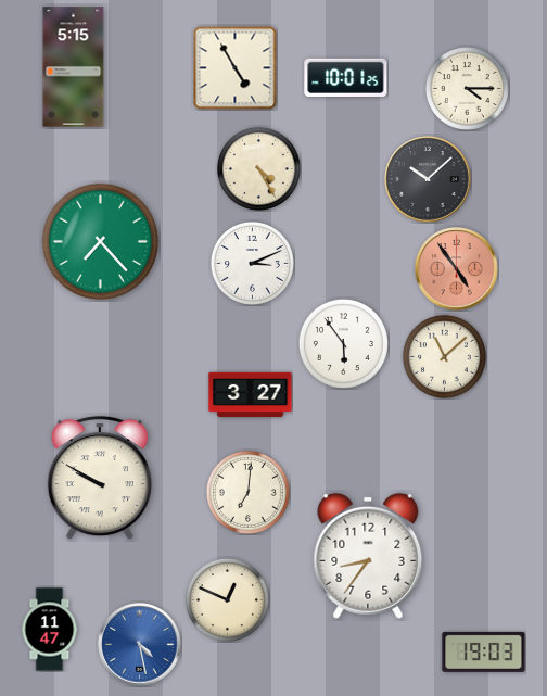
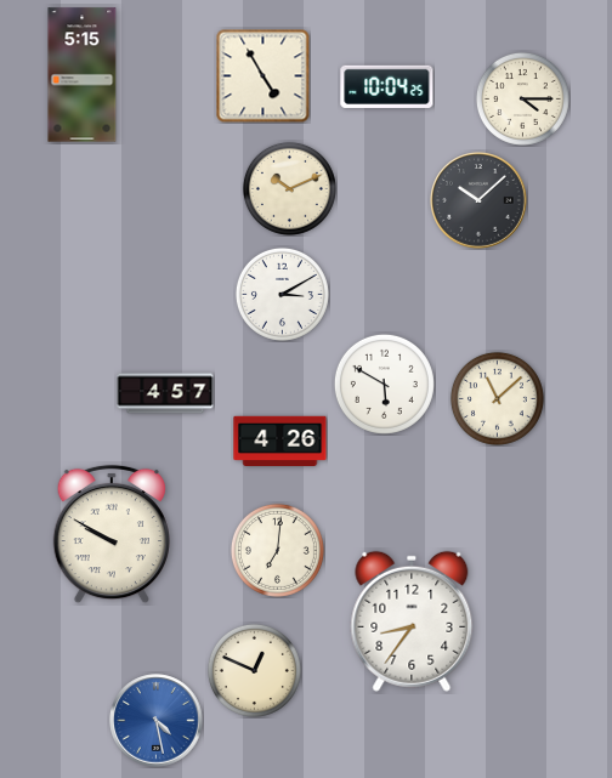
clock at (346, 77): 10:01 -> 10:04
clock at (258, 168): 4:25 -> 10:11
clock at (101, 242): 7:23 -> none
clock at (252, 263): 3:11 -> 3:10
clock at (457, 269): 4:54 -> none
clock at (343, 343): 5:54 -> 5:50
clock at (165, 393): none -> 4:57
clock at (251, 394): 3:27 -> 4:26
clock at (50, 630): 11:47 -> none
clock at (484, 651): 19:03 -> none
